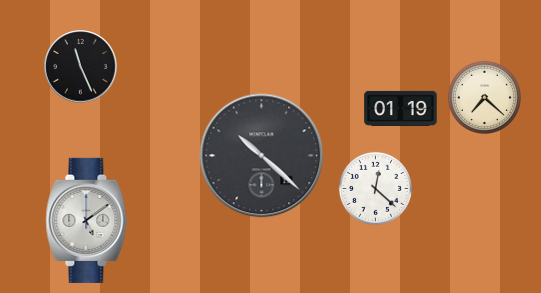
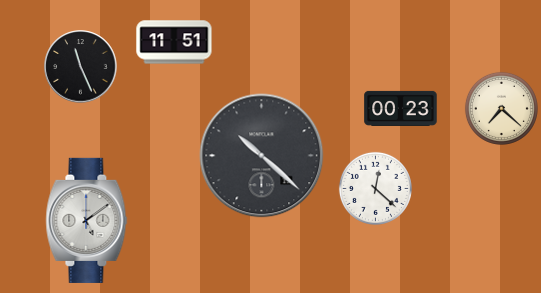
clock at (174, 42): none -> 11:51
clock at (484, 97) position: (484, 97) -> (501, 108)
clock at (401, 108): 01:19 -> 00:23
